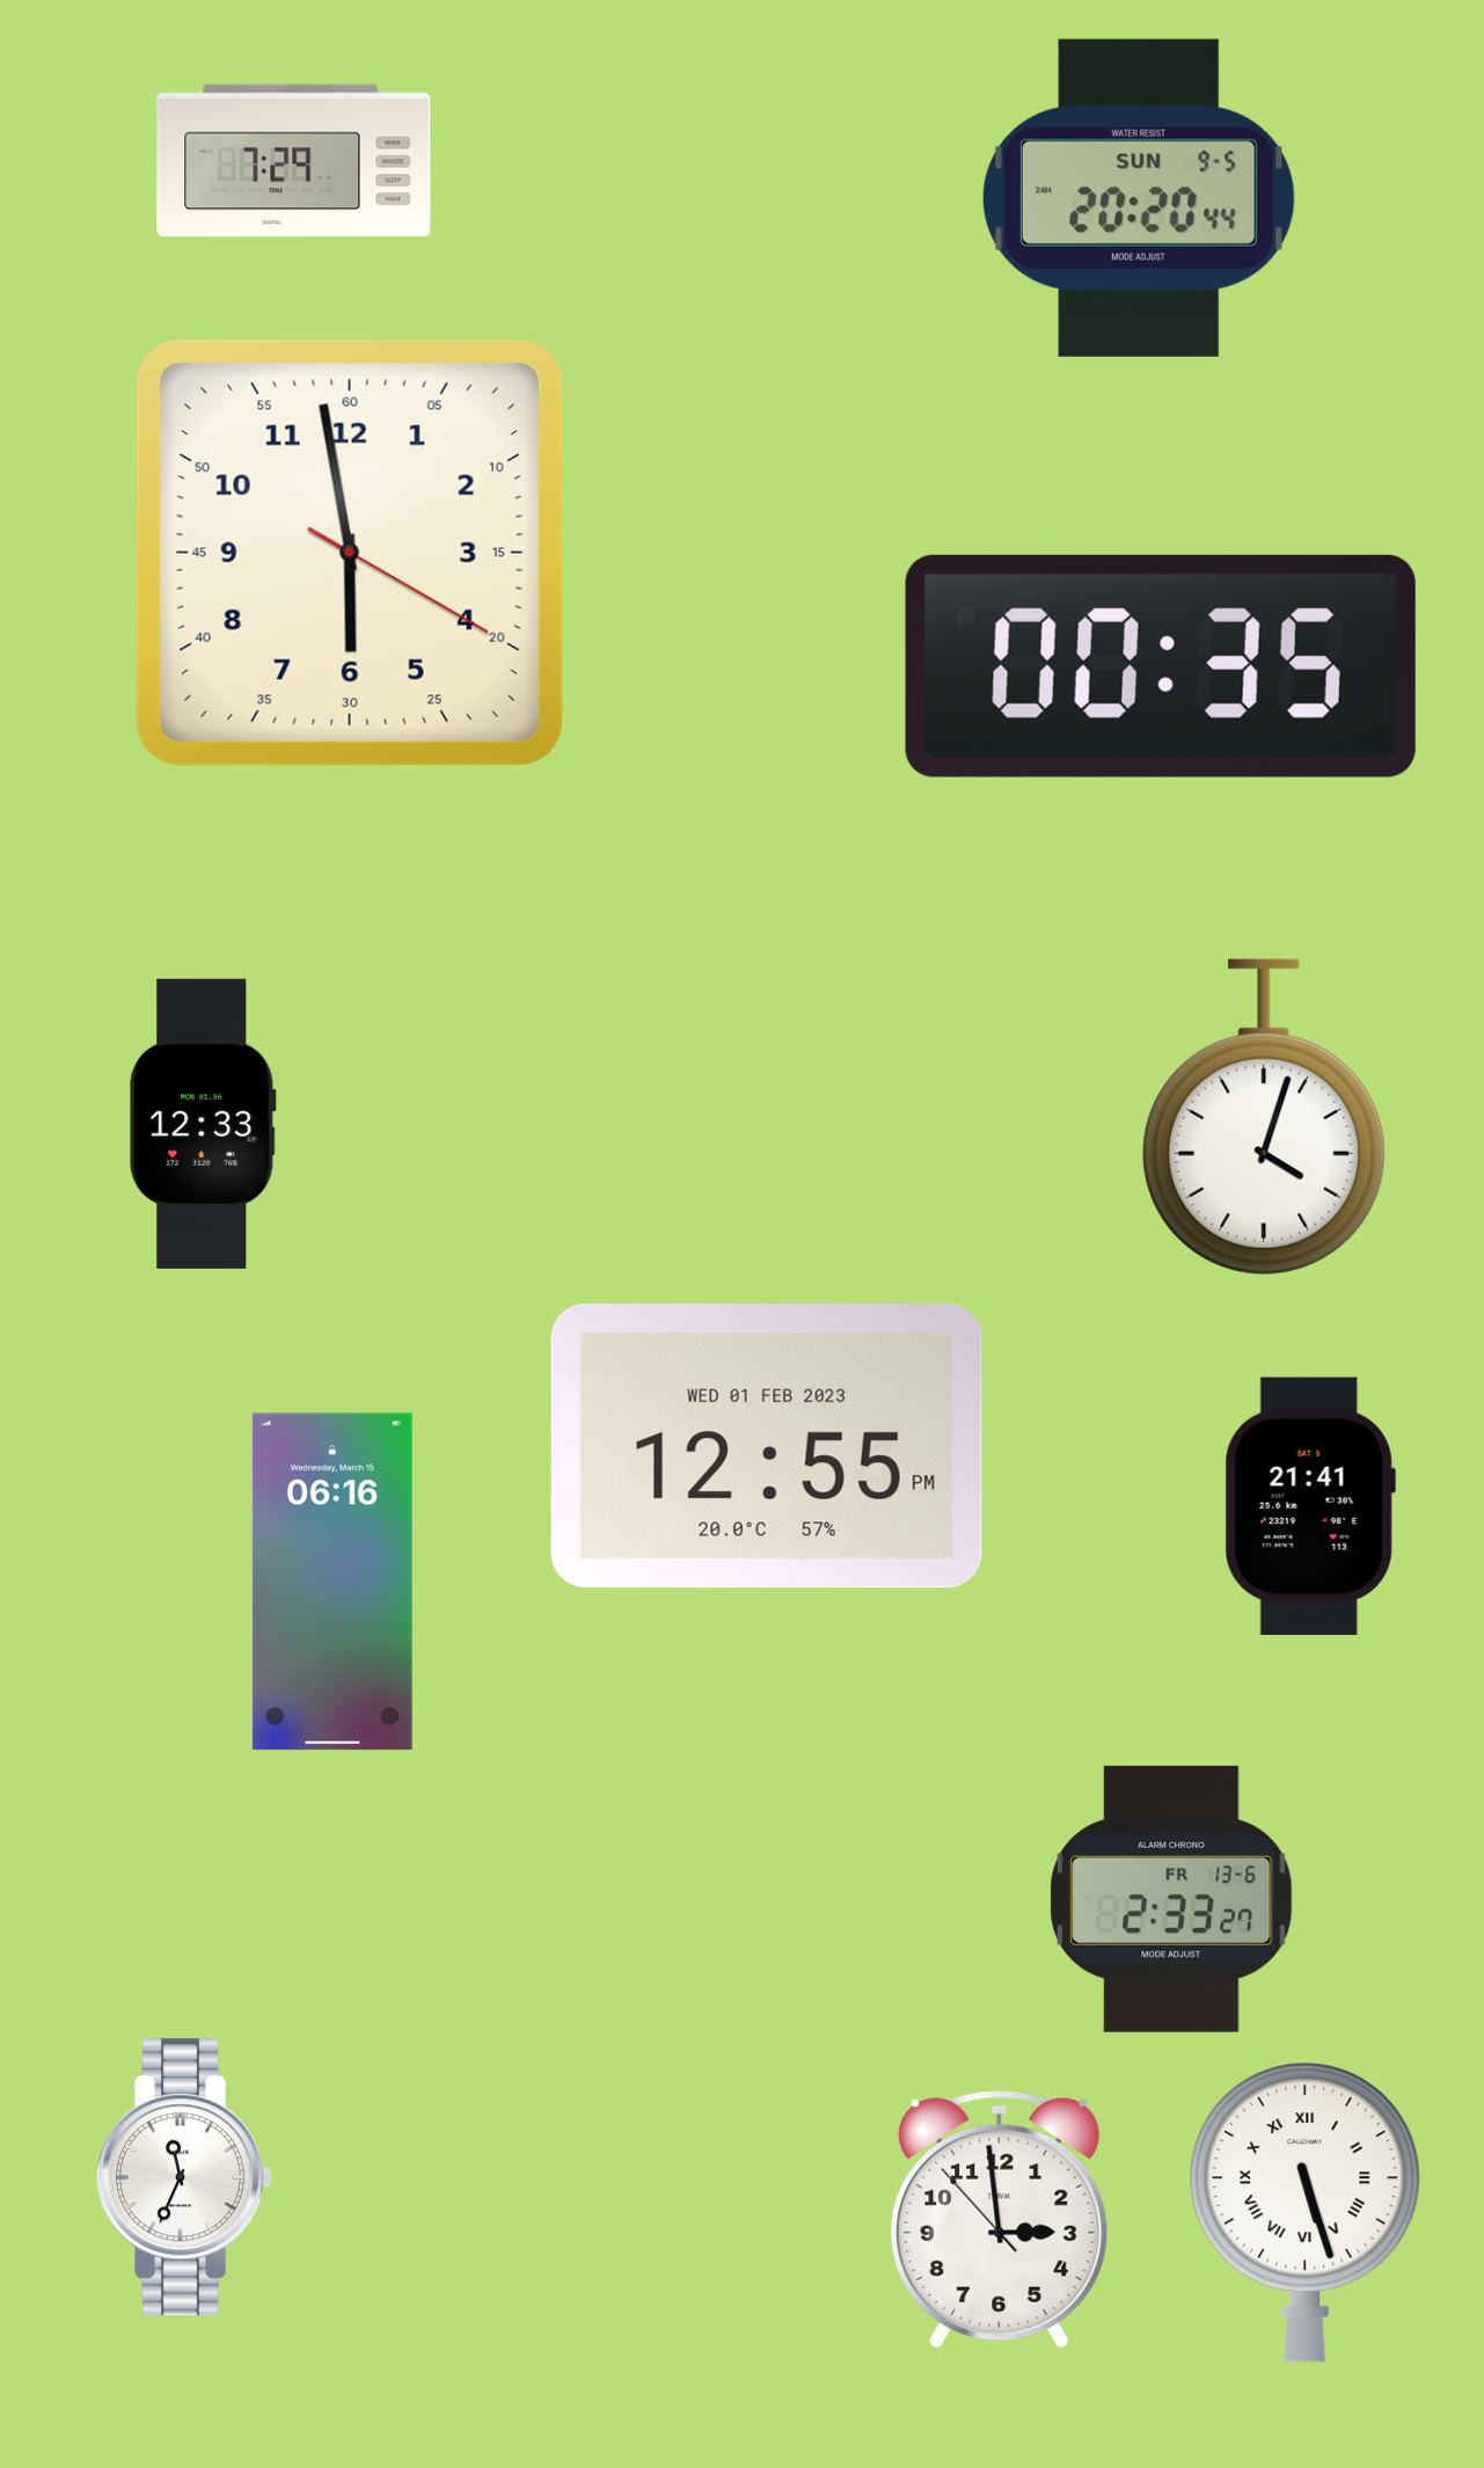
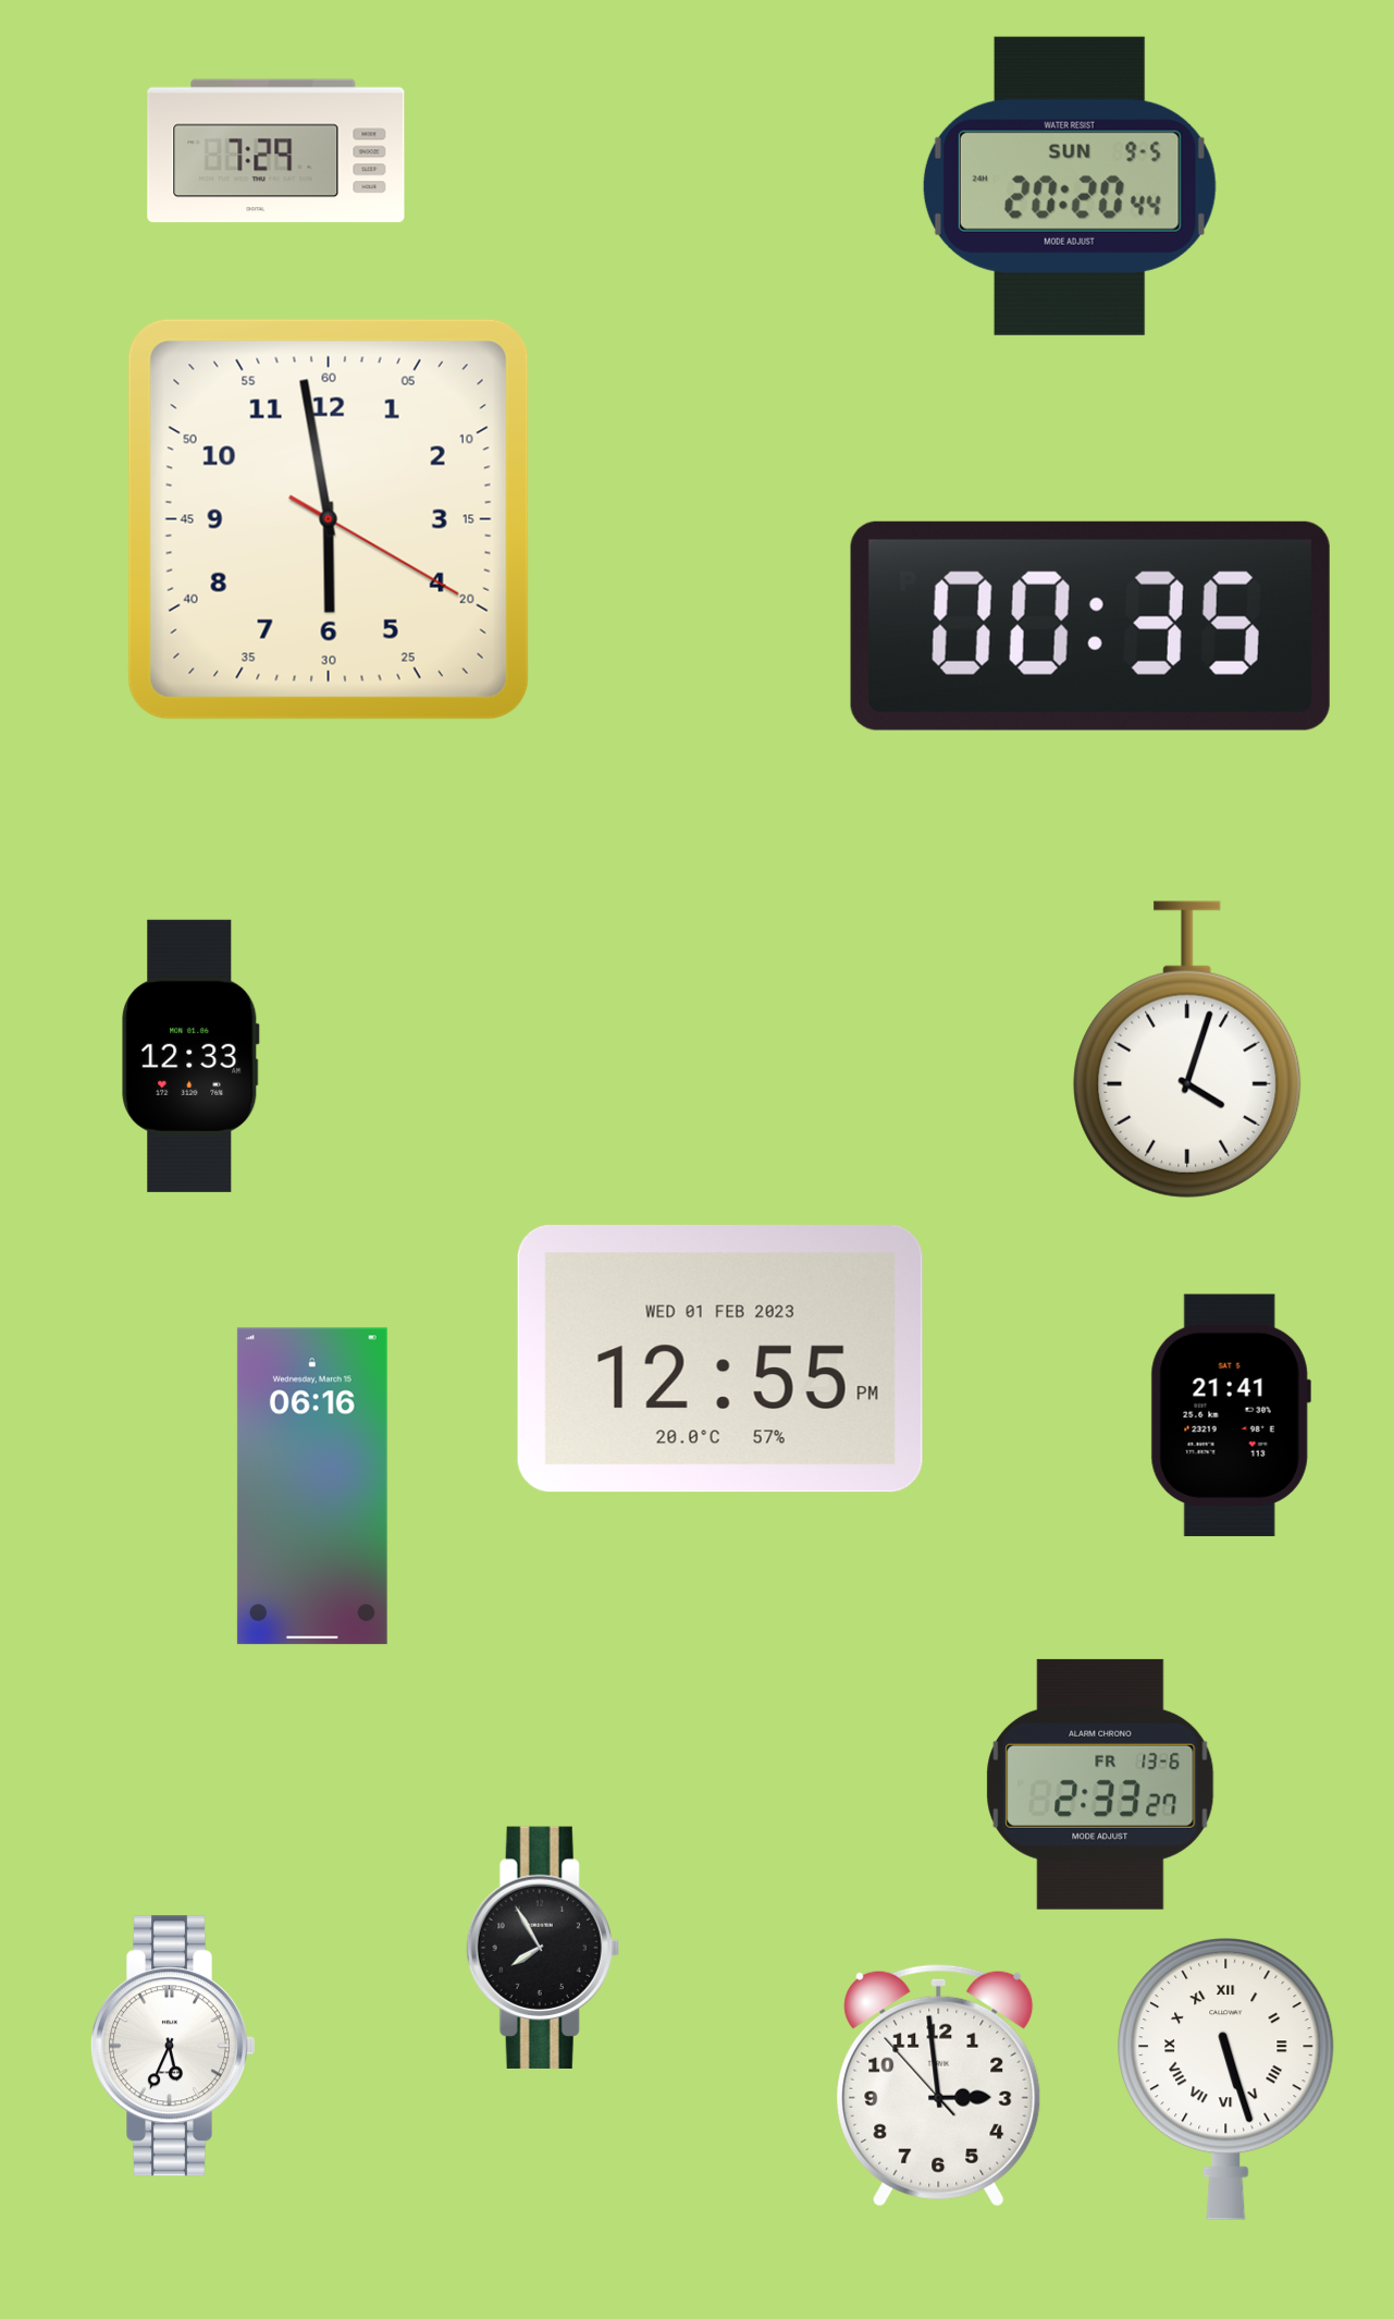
clock at (543, 1948): none -> 7:55
clock at (184, 2177): 11:34 -> 5:34
